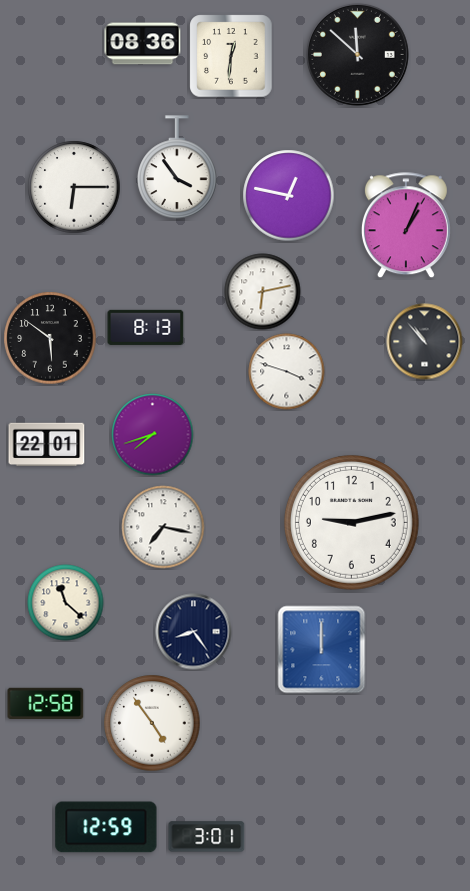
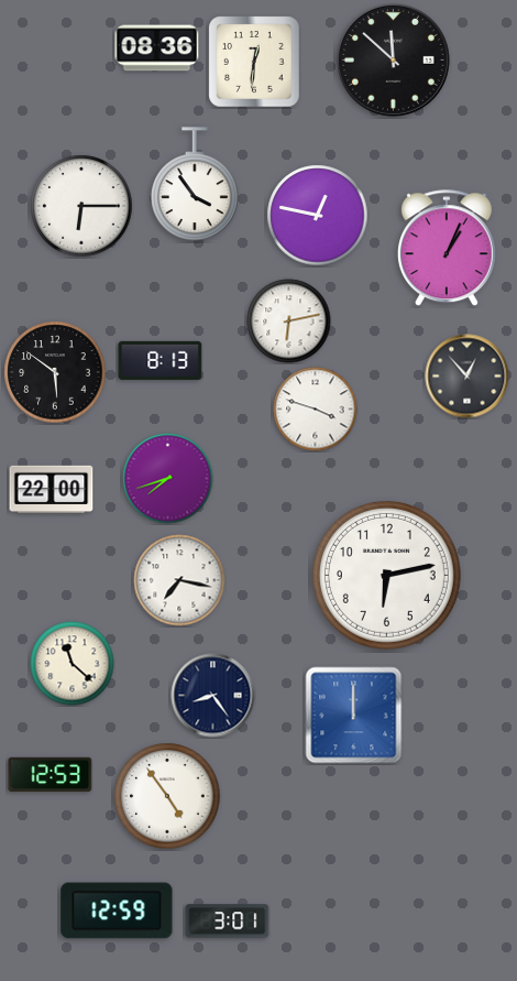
clock at (425, 342): 10:53 -> 12:53
clock at (47, 445): 22:01 -> 22:00
clock at (351, 522): 9:13 -> 6:13
clock at (46, 703): 12:58 -> 12:53
